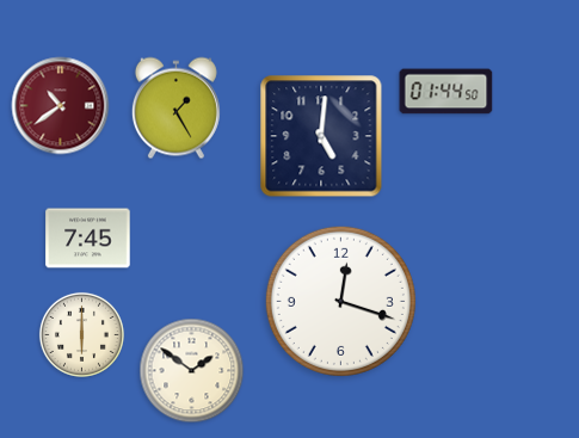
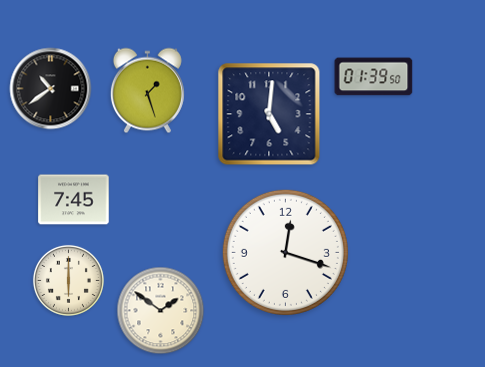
clock at (446, 92): 01:44 -> 01:39
clock at (61, 106) dial: burgundy -> black
clock at (175, 109): 1:25 -> 1:27
